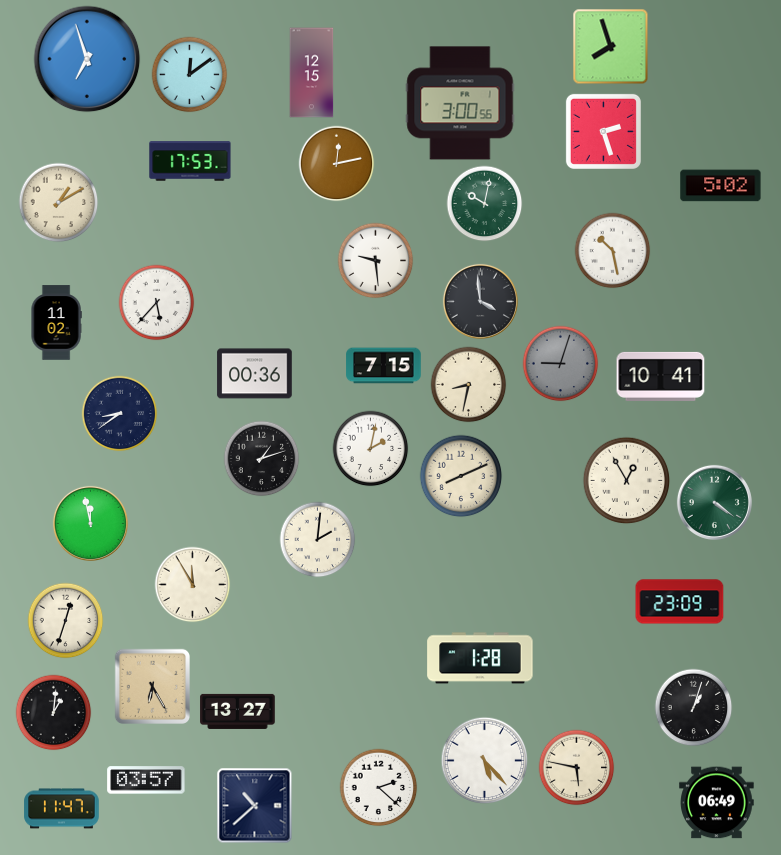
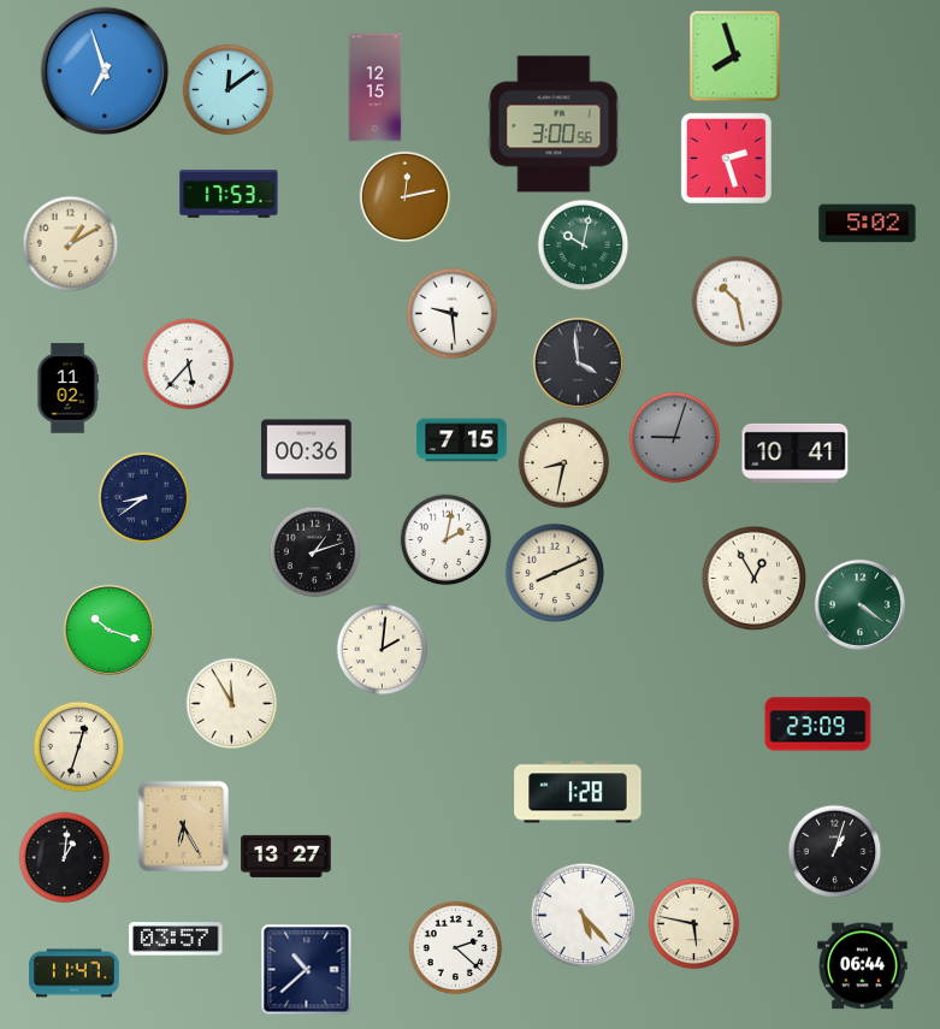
clock at (90, 523): 11:58 -> 10:18
clock at (717, 803): 06:49 -> 06:44
